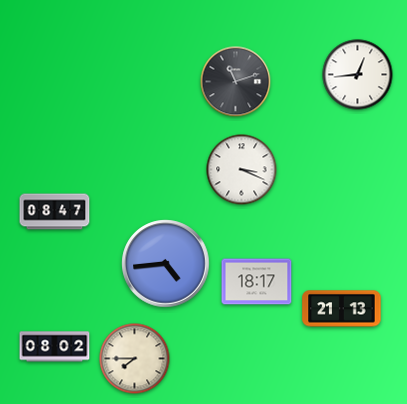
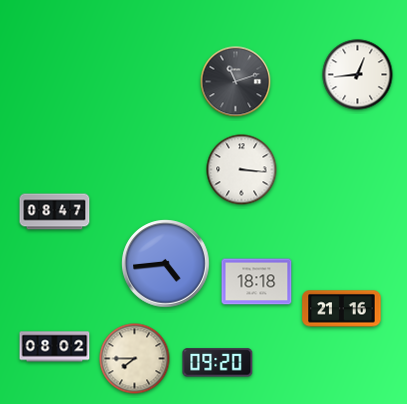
clock at (242, 170): 3:19 -> 3:16
clock at (257, 282): 18:17 -> 18:18
clock at (342, 309): 21:13 -> 21:16
clock at (218, 363): none -> 09:20
